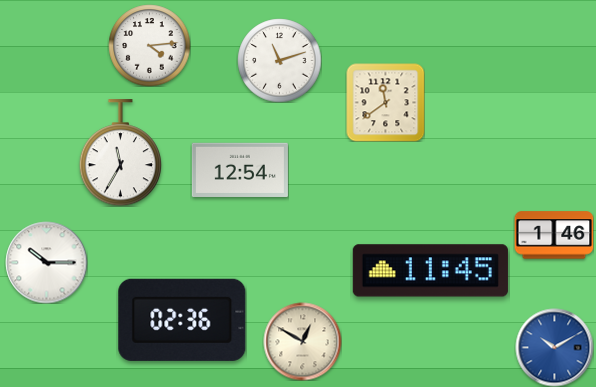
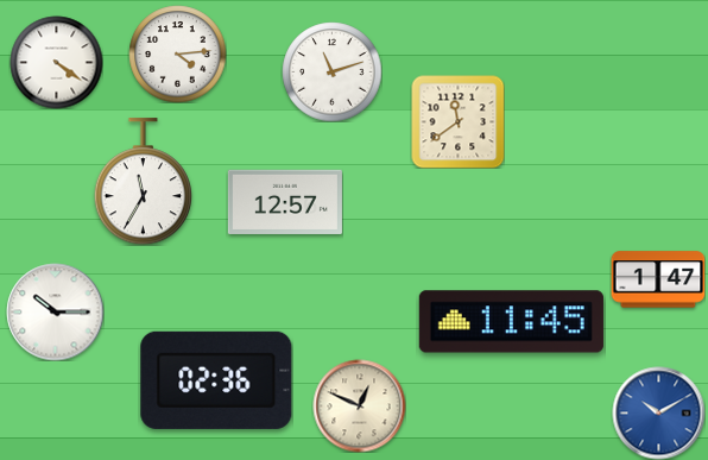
clock at (56, 62): none -> 4:21
clock at (240, 169): 12:54 -> 12:57
clock at (554, 235): 1:46 -> 1:47
clock at (302, 341): 12:50 -> 12:49
